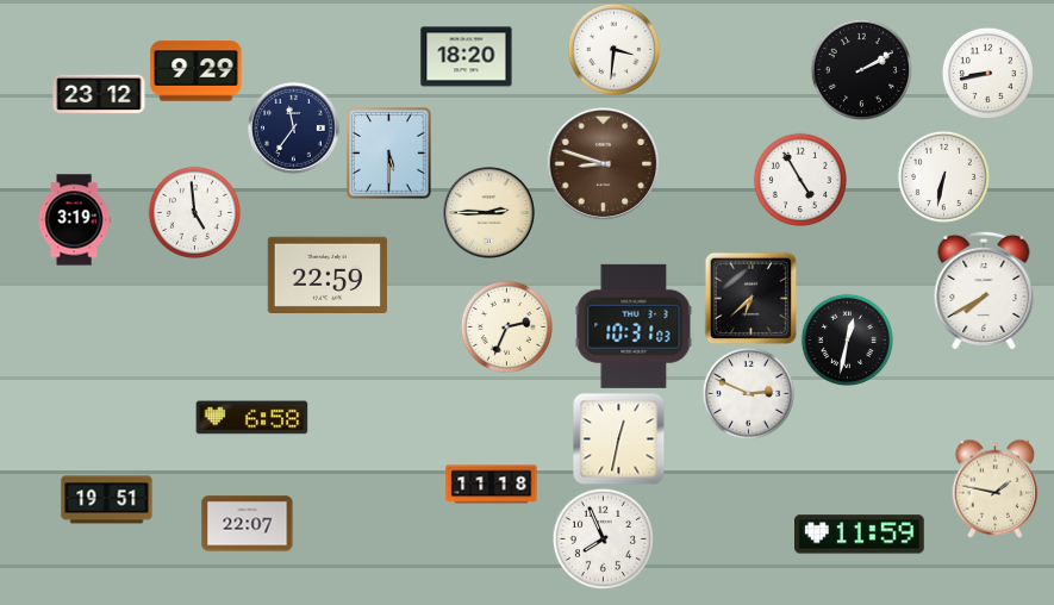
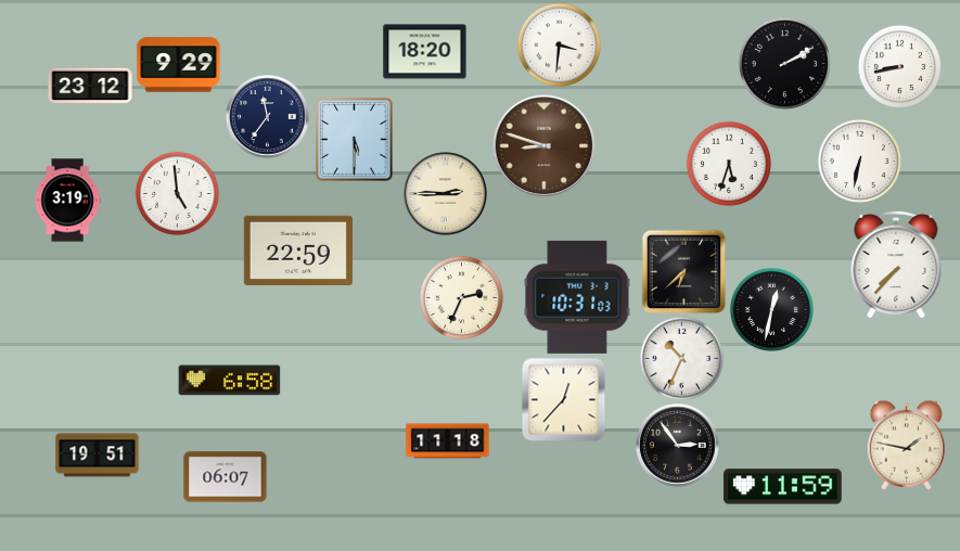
clock at (603, 163) position: (603, 163) -> (543, 145)
clock at (800, 180): 4:55 -> 5:33
clock at (984, 289): 7:40 -> 7:37
clock at (748, 393): 2:49 -> 10:34
clock at (618, 438): 12:32 -> 12:37
clock at (678, 446): none -> 2:54
clock at (248, 524): 22:07 -> 06:07
clock at (603, 538): 7:56 -> none
